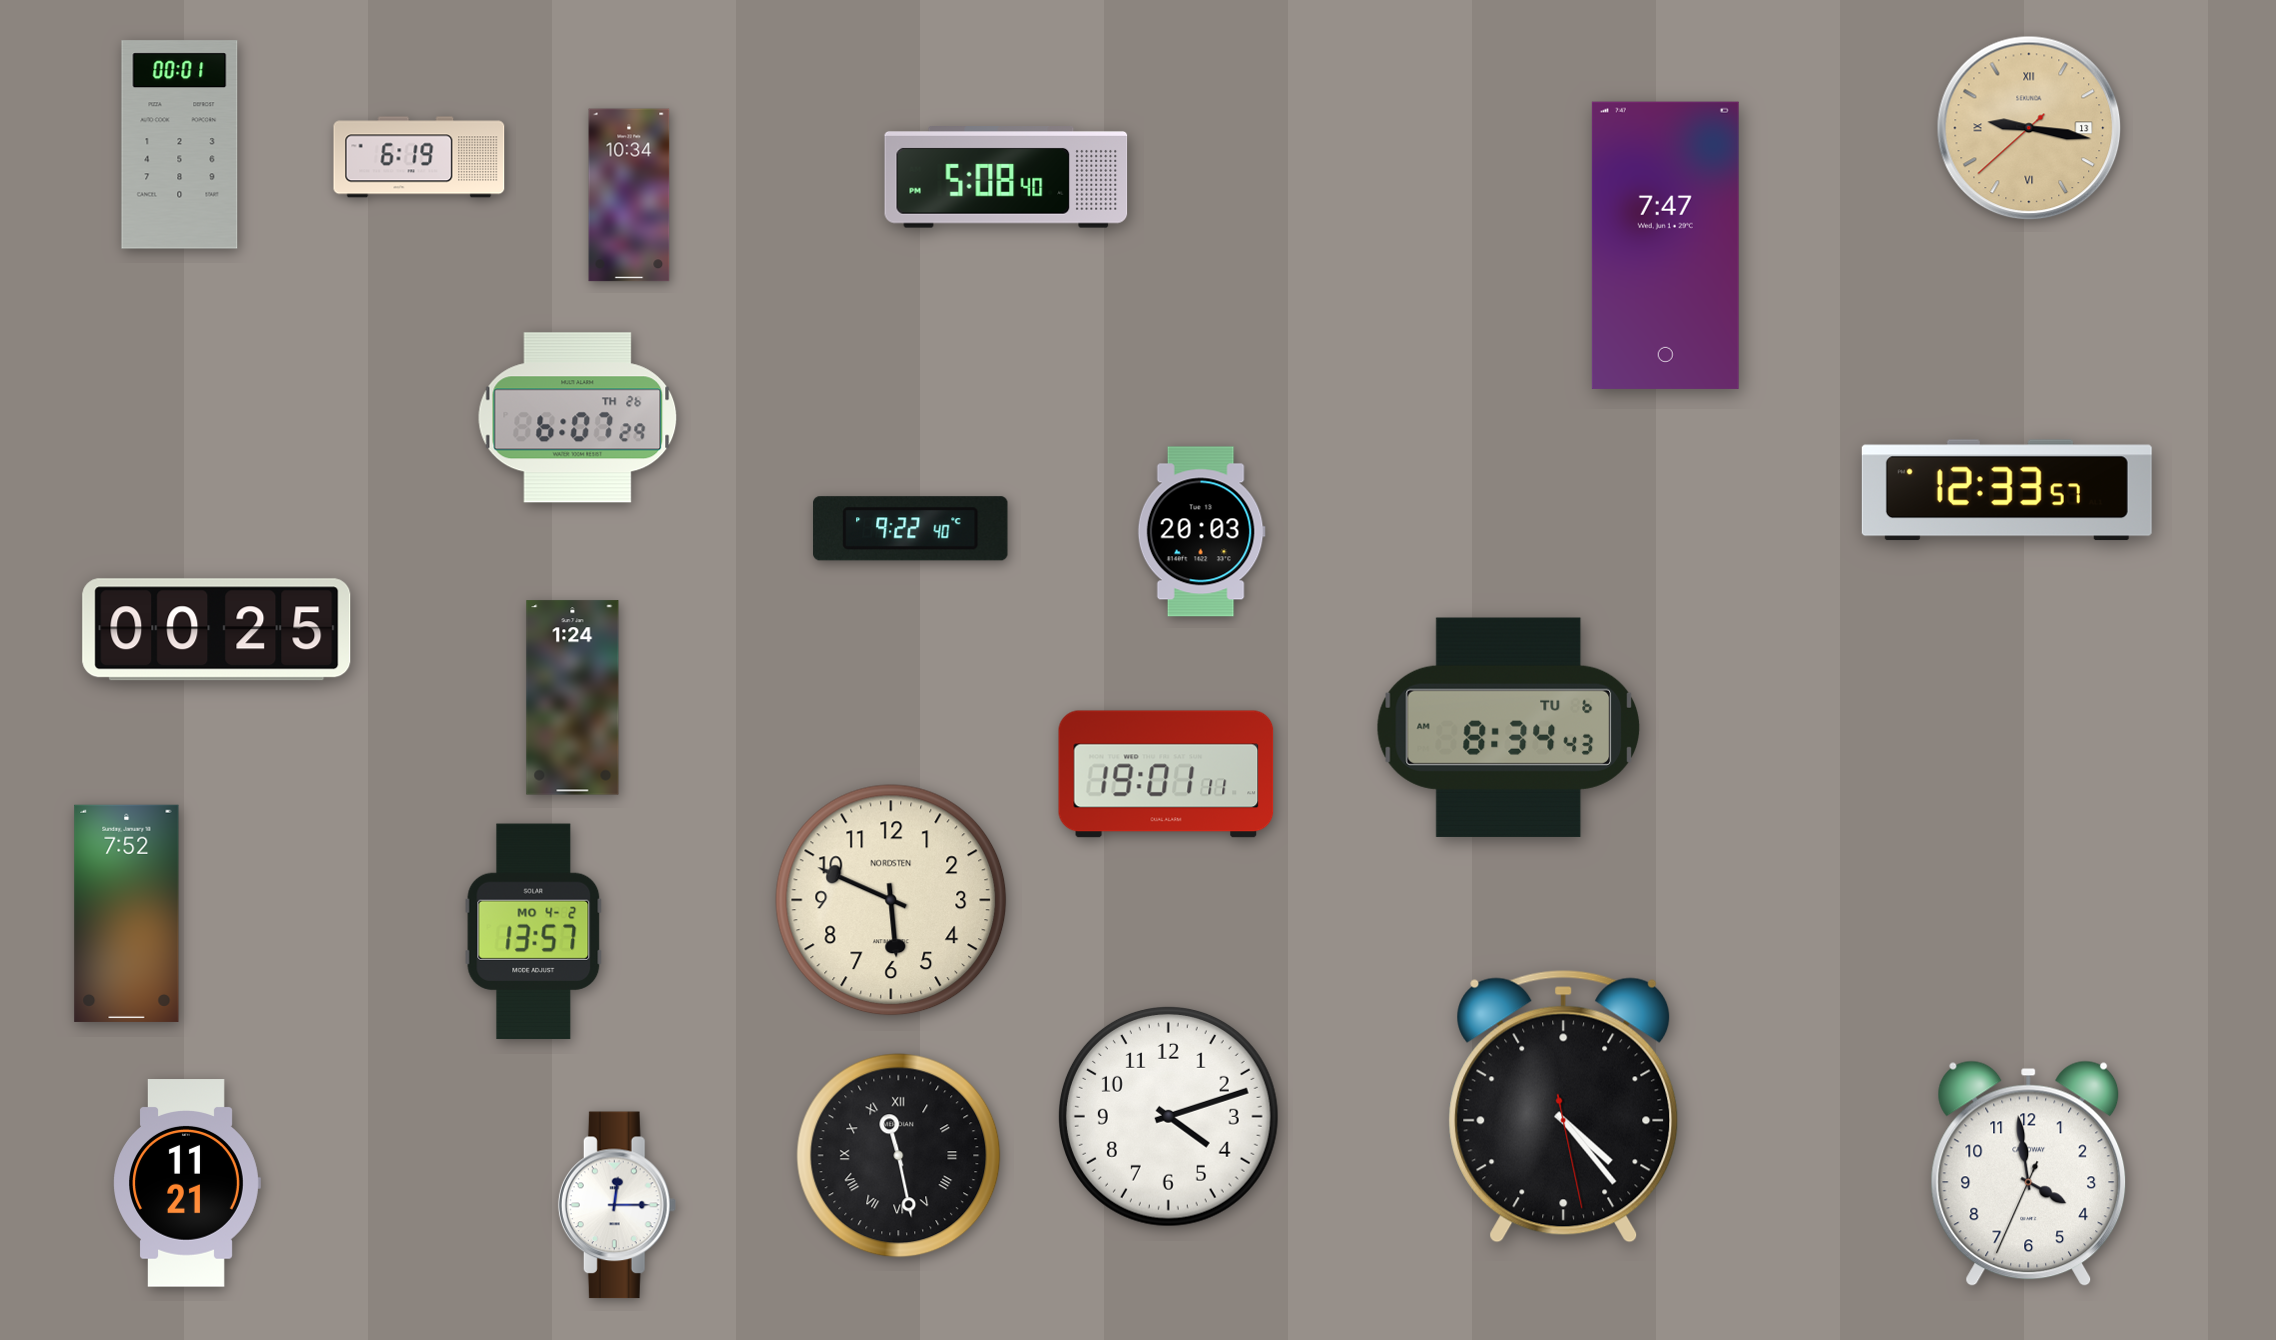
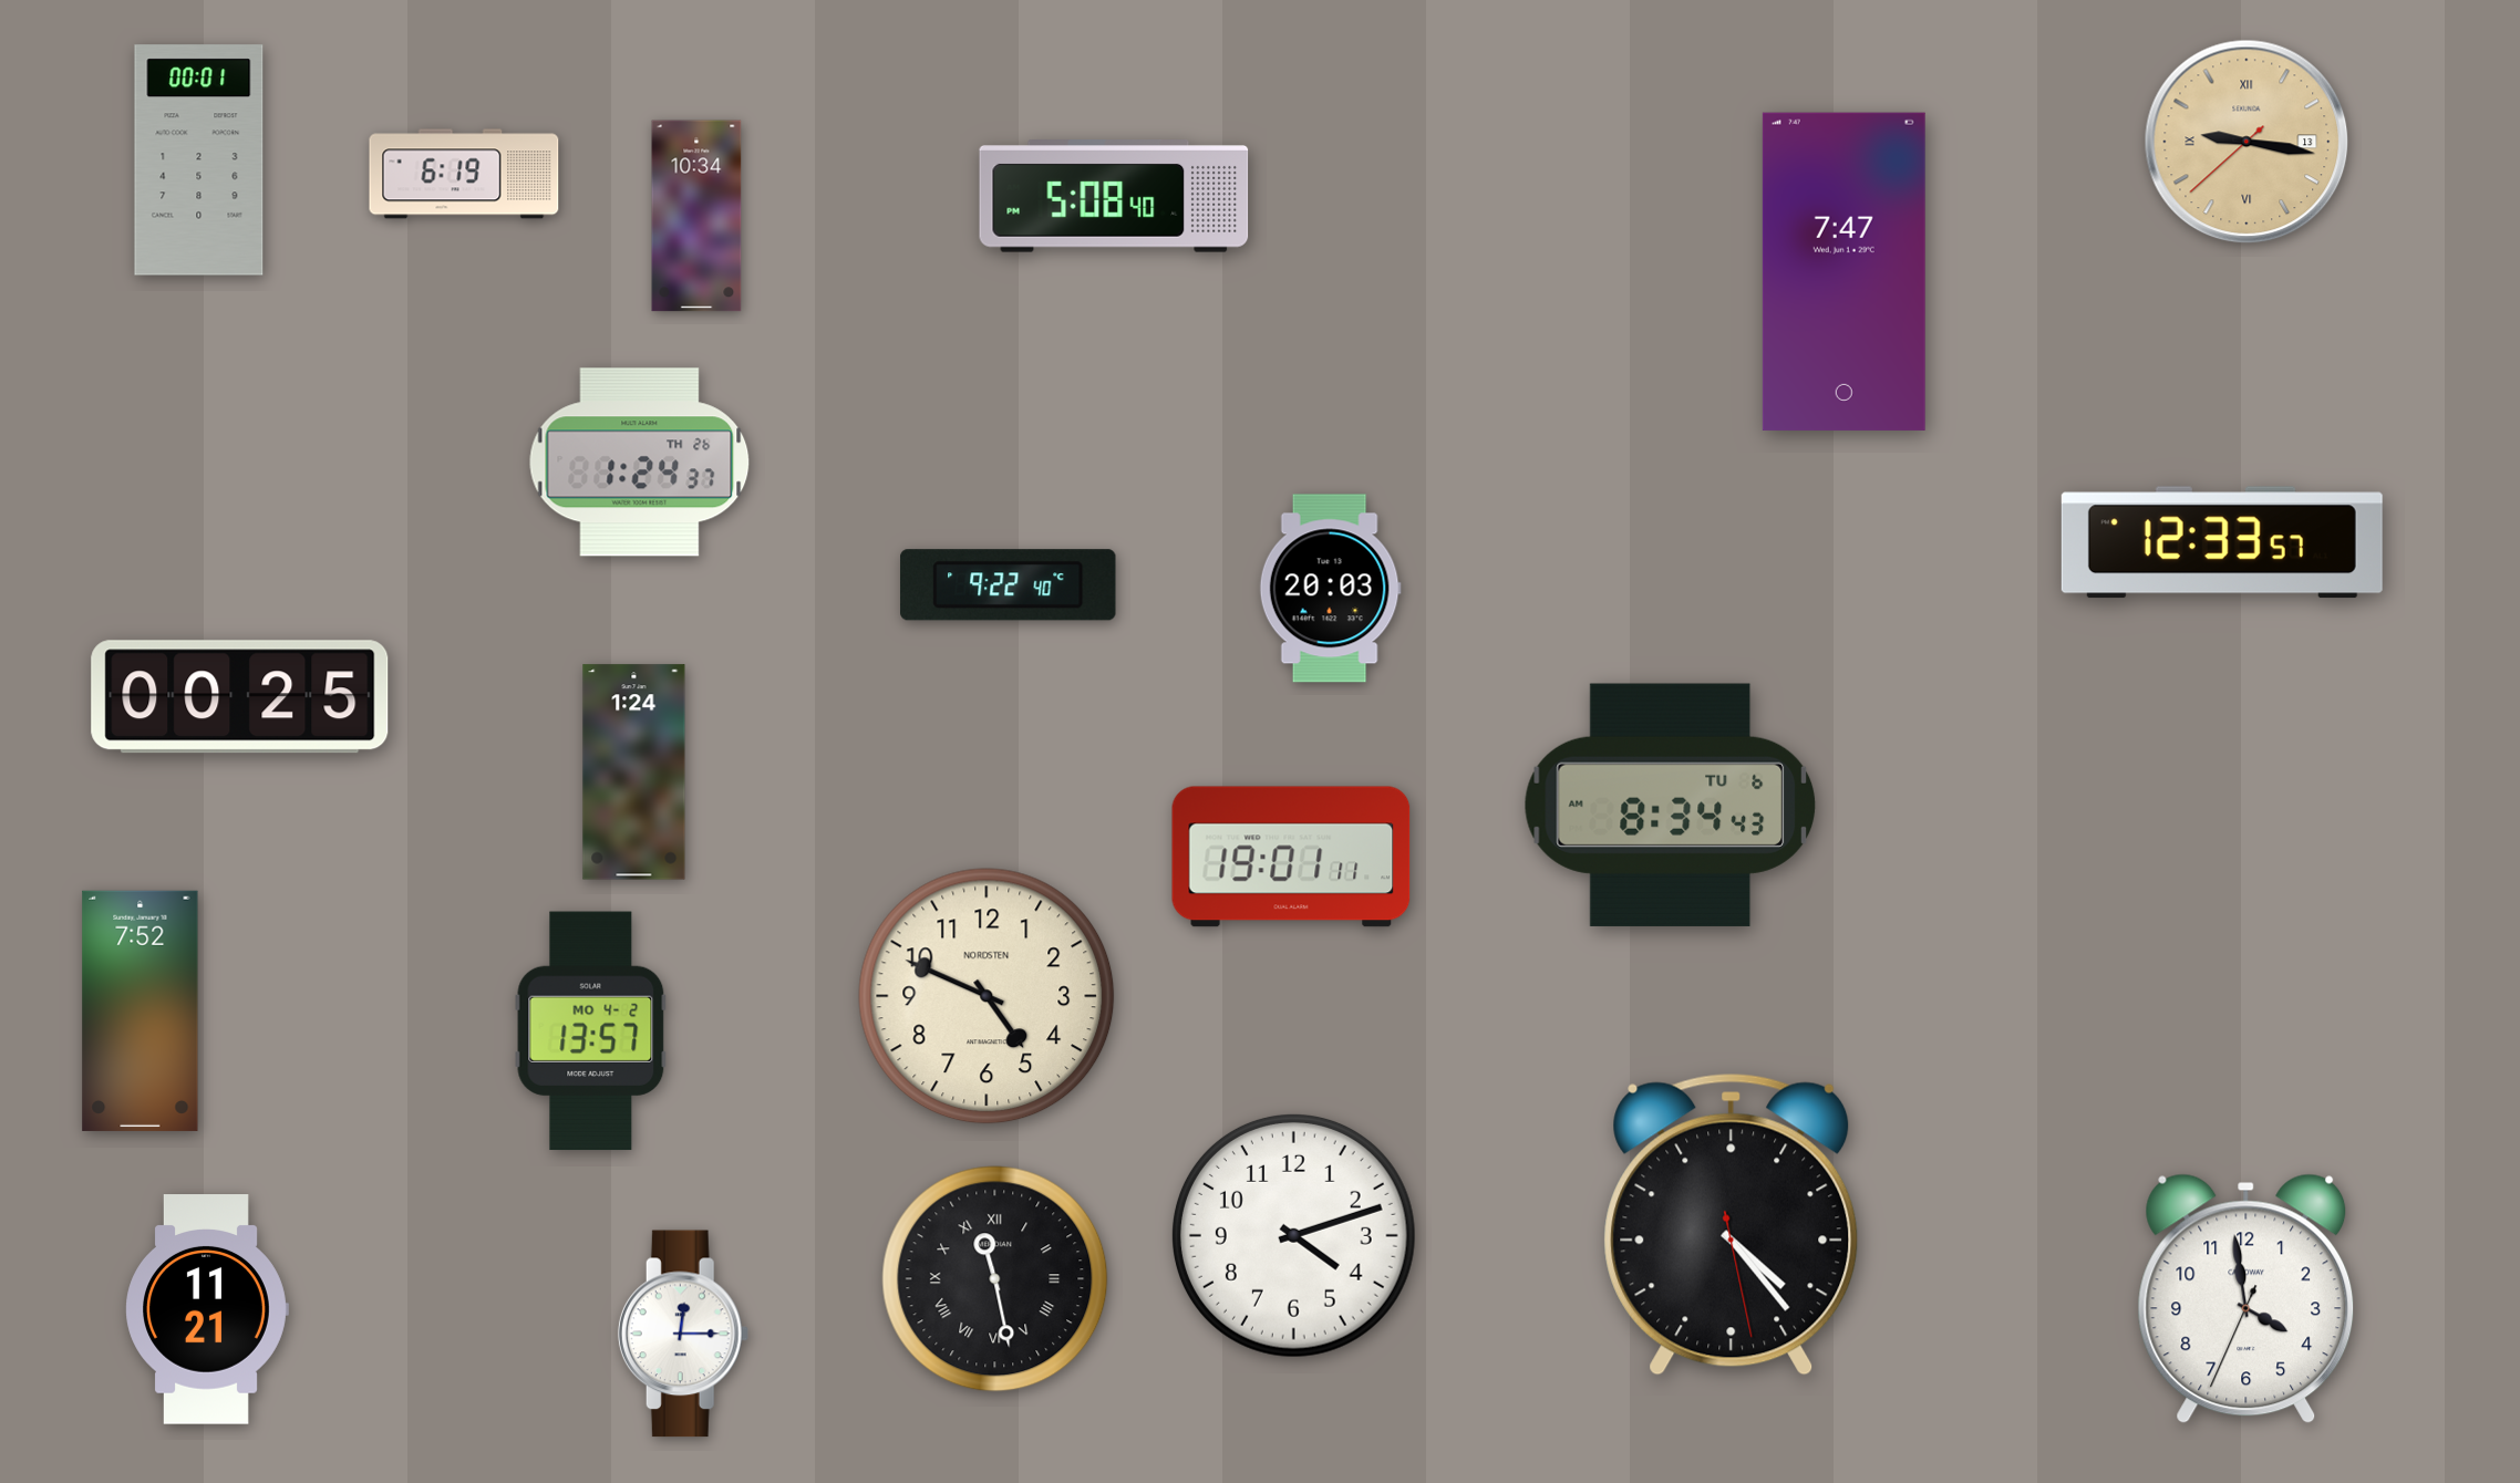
clock at (578, 418): 6:07 -> 1:24
clock at (891, 900): 5:49 -> 4:49
